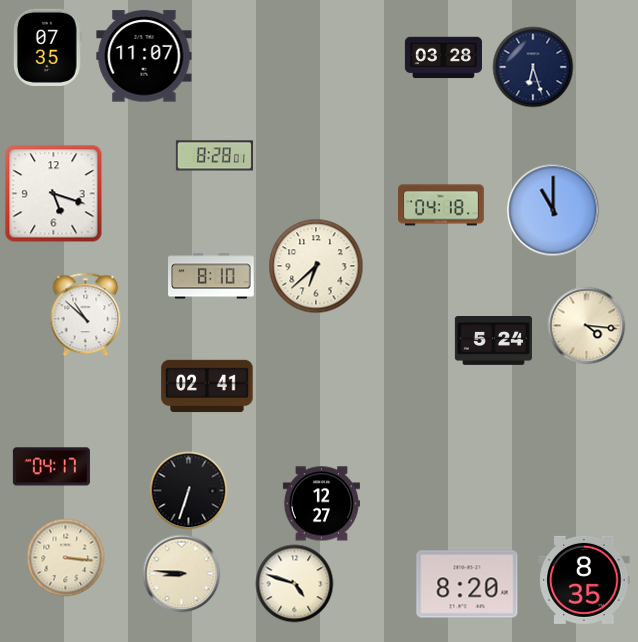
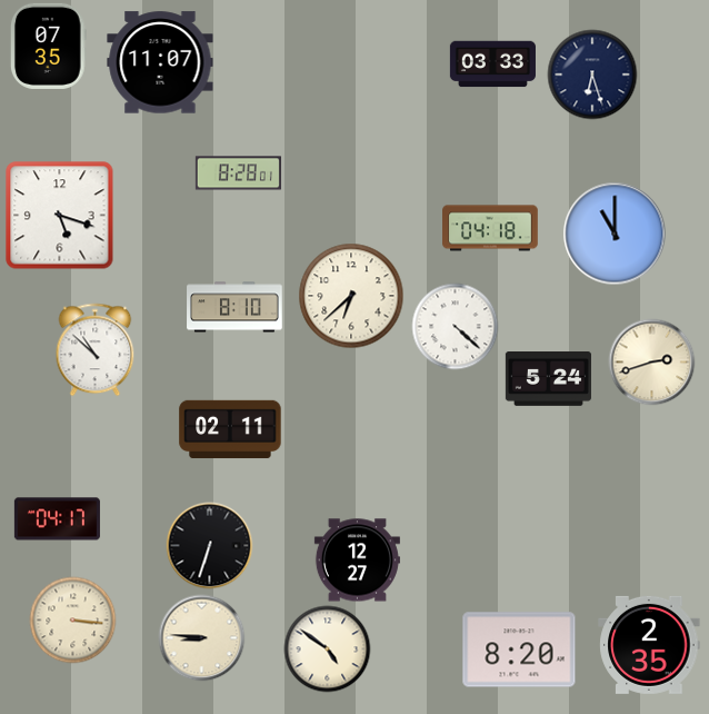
clock at (47, 47) position: (47, 47) -> (48, 46)
clock at (443, 58): 03:28 -> 03:33
clock at (455, 326): none -> 4:22
clock at (586, 325): 4:16 -> 2:42
clock at (207, 386): 02:41 -> 02:11
clock at (584, 580): 8:35 -> 2:35
clock at (294, 583): 4:48 -> 4:51
